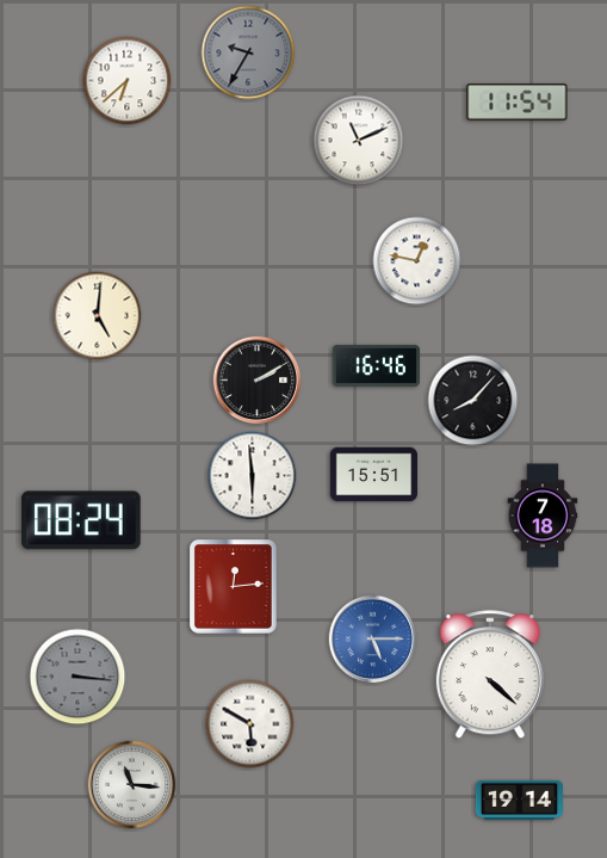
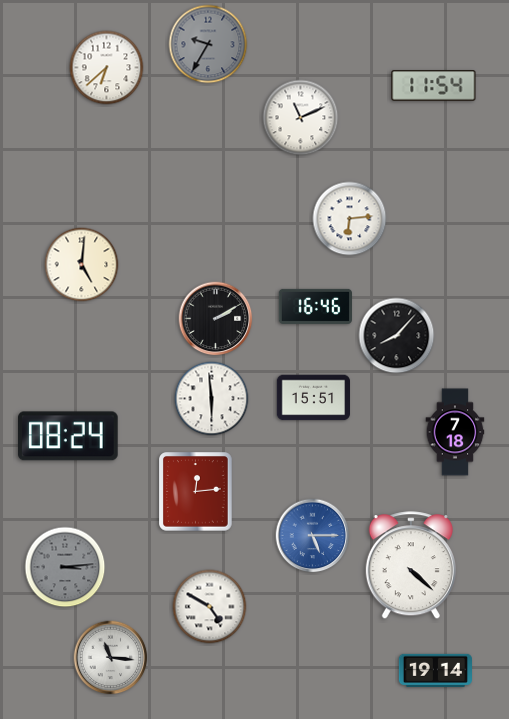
clock at (417, 261): 12:47 -> 6:14
clock at (78, 677): 3:16 -> 3:14
clock at (250, 724): 5:50 -> 4:50
